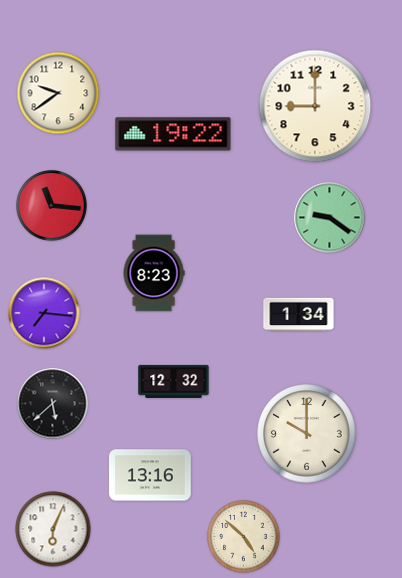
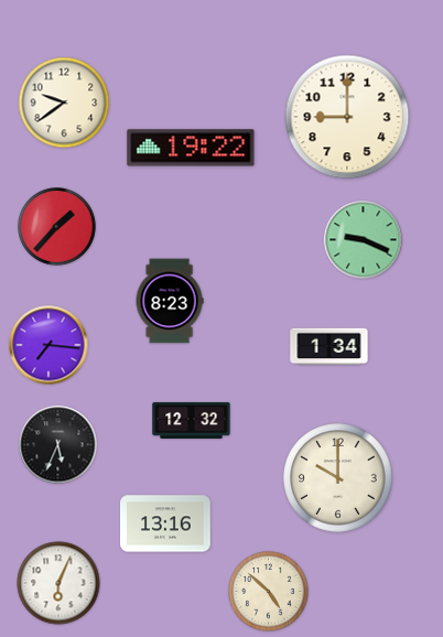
clock at (52, 206): 11:16 -> 1:37
clock at (330, 218): 9:21 -> 9:19
clock at (53, 404): 5:38 -> 5:34
